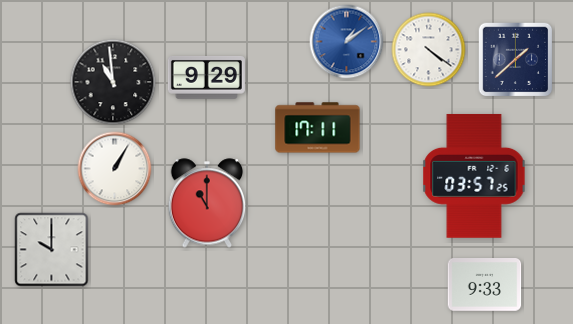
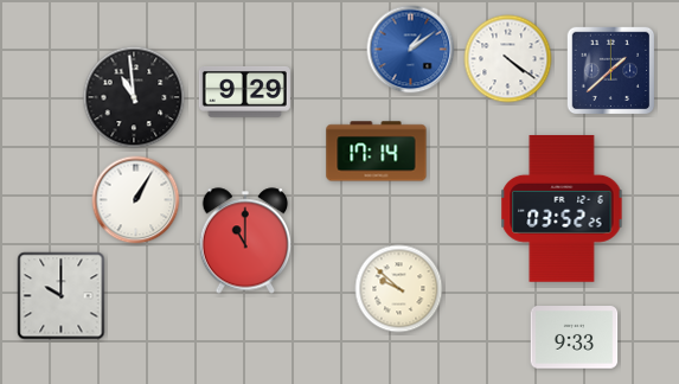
clock at (318, 128): 17:11 -> 17:14
clock at (474, 176): 03:57 -> 03:52
clock at (399, 289): none -> 9:52
